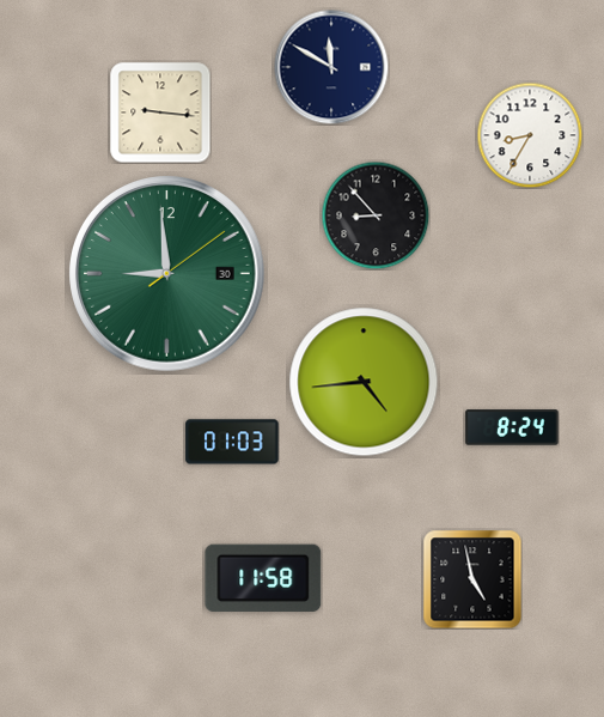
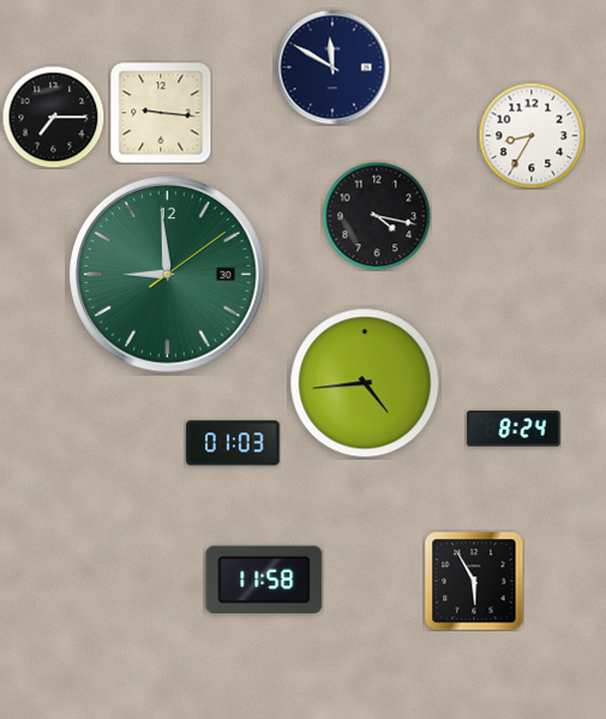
clock at (53, 116): none -> 7:15
clock at (376, 215): 8:53 -> 4:17
clock at (472, 579): 4:58 -> 5:55
